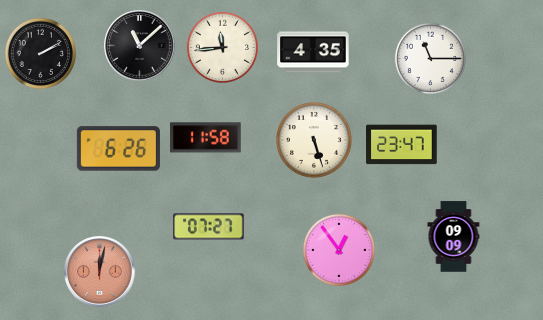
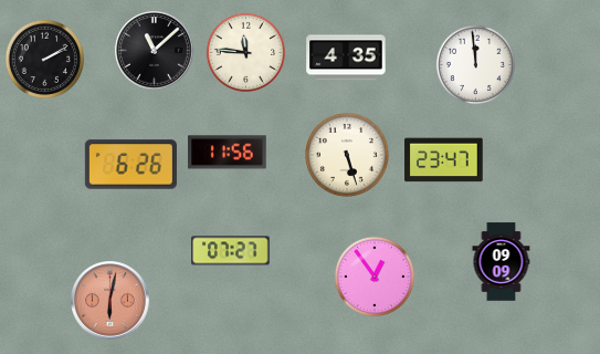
clock at (222, 47): 11:44 -> 11:46
clock at (430, 58): 11:15 -> 11:59
clock at (206, 138): 11:58 -> 11:56
clock at (100, 272): 12:02 -> 6:02
